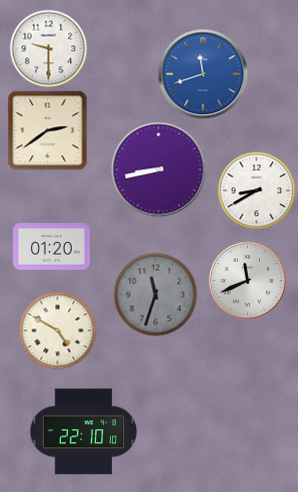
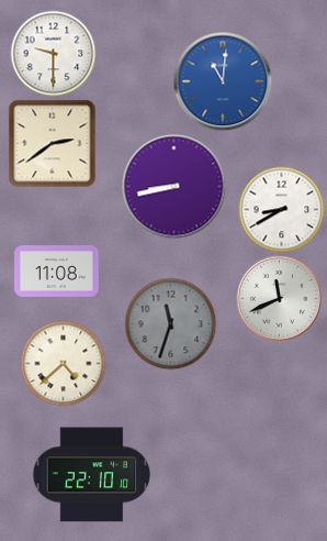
clock at (203, 74): 11:42 -> 11:01
clock at (52, 247): 01:20 -> 11:08
clock at (247, 280) position: (247, 280) -> (279, 298)
clock at (57, 330): 4:50 -> 4:38
